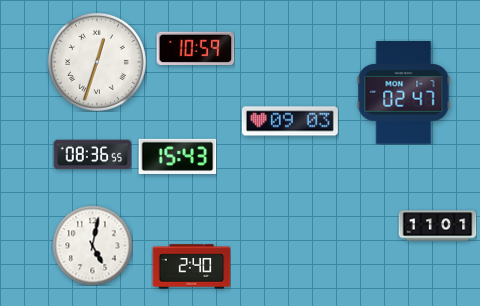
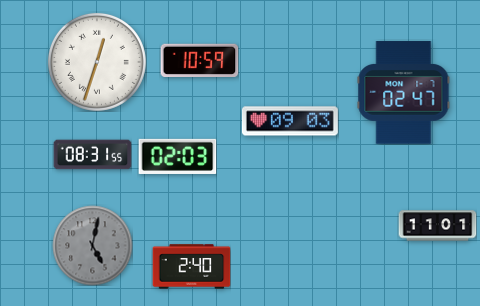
clock at (195, 49) position: (195, 49) -> (199, 61)
clock at (92, 155): 08:36 -> 08:31
clock at (177, 156): 15:43 -> 02:03
clock at (92, 245) dial: white -> grey
